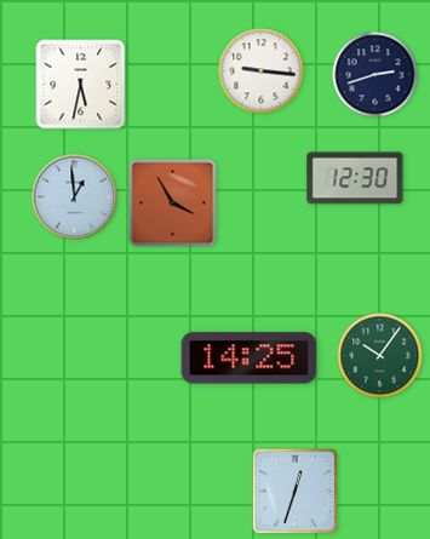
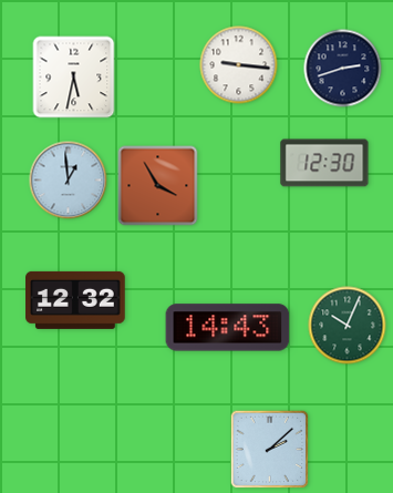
clock at (75, 300): none -> 12:32
clock at (380, 356): 10:06 -> 10:04
clock at (250, 359): 14:25 -> 14:43
clock at (296, 492): 12:33 -> 2:08
